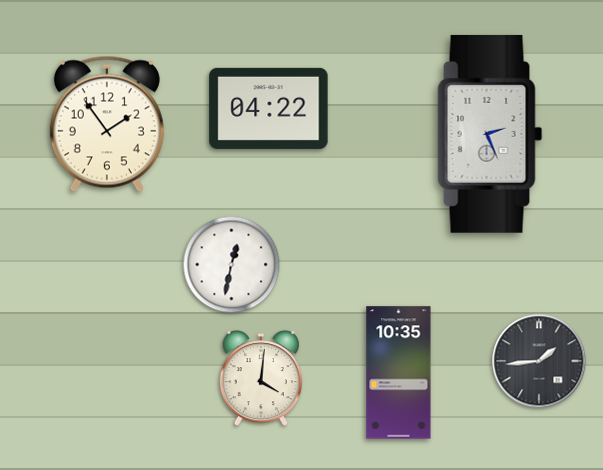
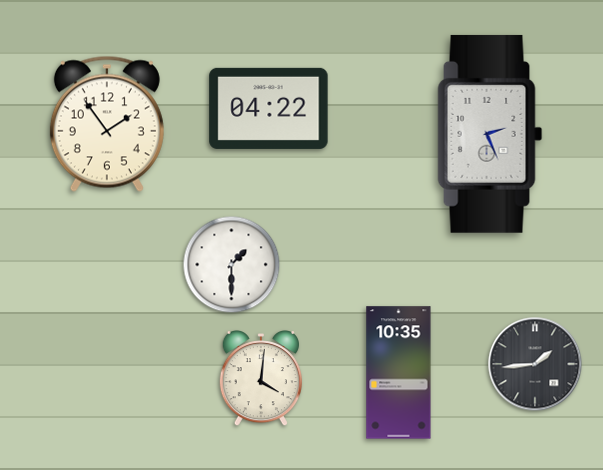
clock at (232, 265): 12:32 -> 1:30
clock at (539, 361) position: (539, 361) -> (535, 364)
